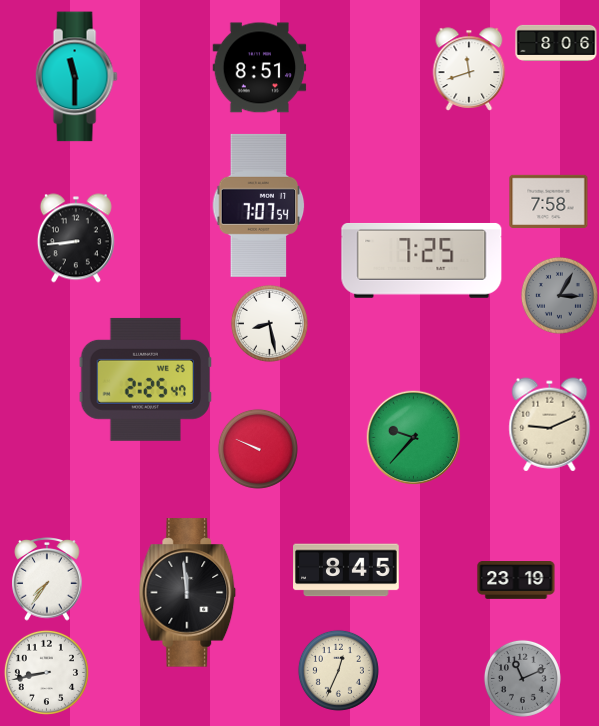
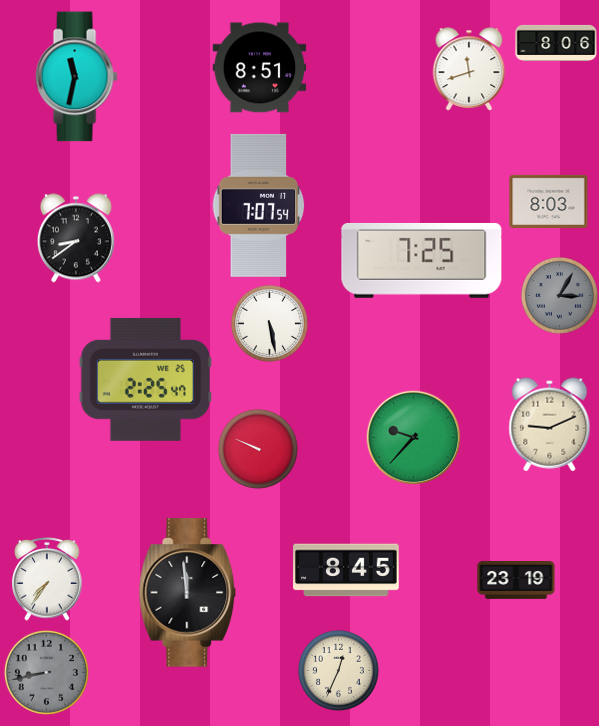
clock at (76, 77): 11:30 -> 11:32
clock at (549, 201): 7:58 -> 8:03
clock at (76, 238): 8:44 -> 8:39
clock at (269, 323): 8:28 -> 5:28
clock at (46, 672) dial: white -> grey
clock at (522, 678): 11:11 -> none
